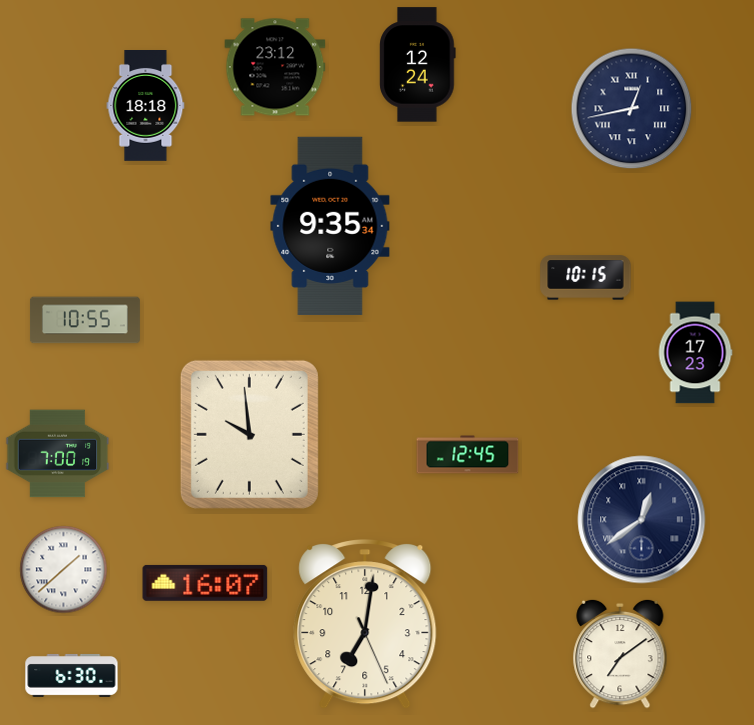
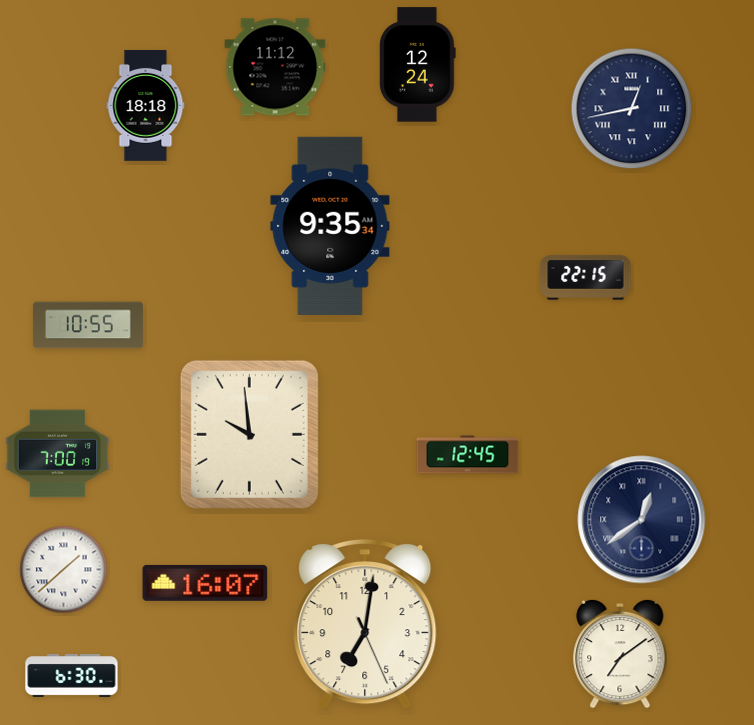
clock at (275, 67): 23:12 -> 11:12
clock at (586, 278): 10:15 -> 22:15
clock at (85, 320) position: (85, 320) -> (88, 325)
clock at (695, 353): 17:23 -> none
